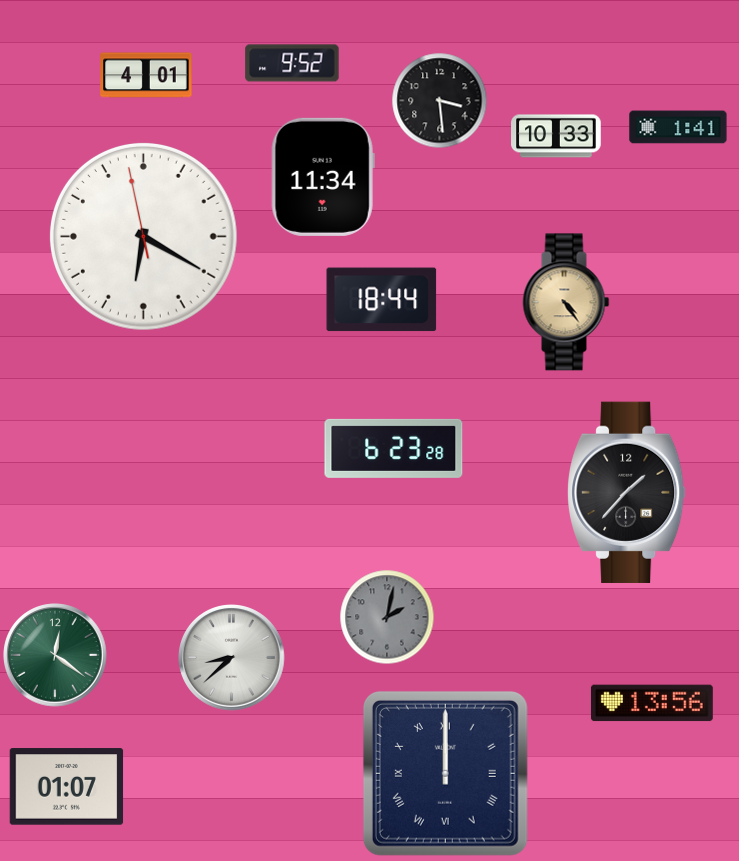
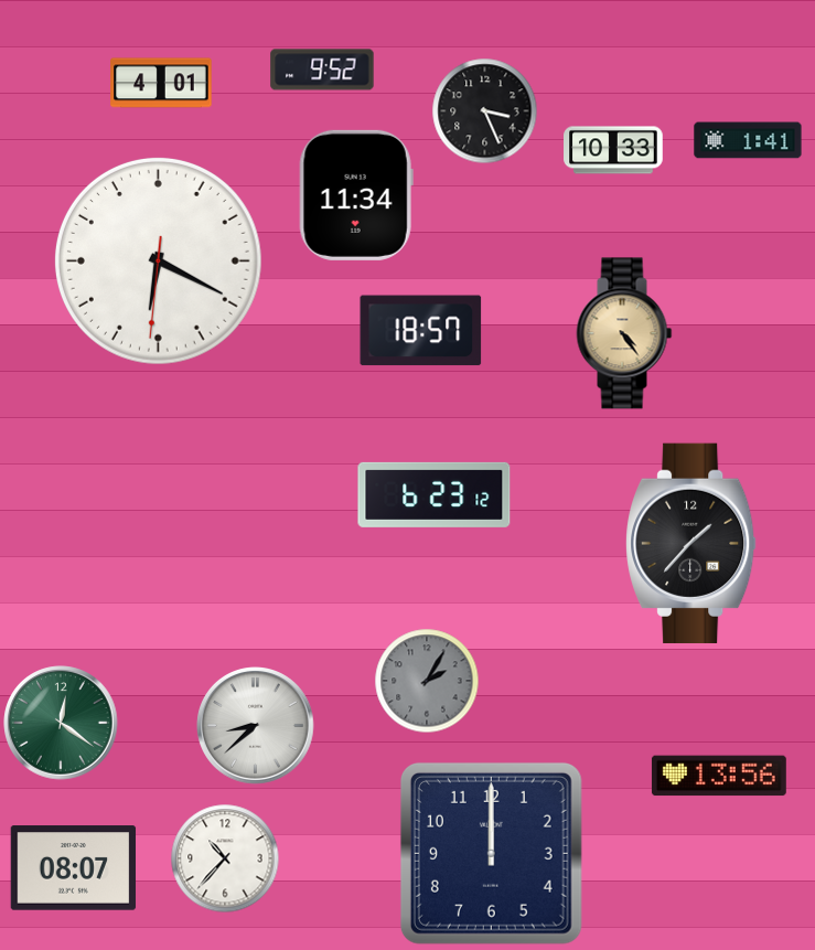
clock at (440, 101): 3:29 -> 3:26
clock at (143, 236): 6:19:58 -> 6:19:31
clock at (382, 300): 18:44 -> 18:57
clock at (394, 448): 6:23:28 -> 6:23:12
clock at (387, 617): 2:02 -> 2:05
clock at (445, 773) numerals: Roman -> Arabic
clock at (225, 858): none -> 10:37
clock at (67, 787): 01:07 -> 08:07
